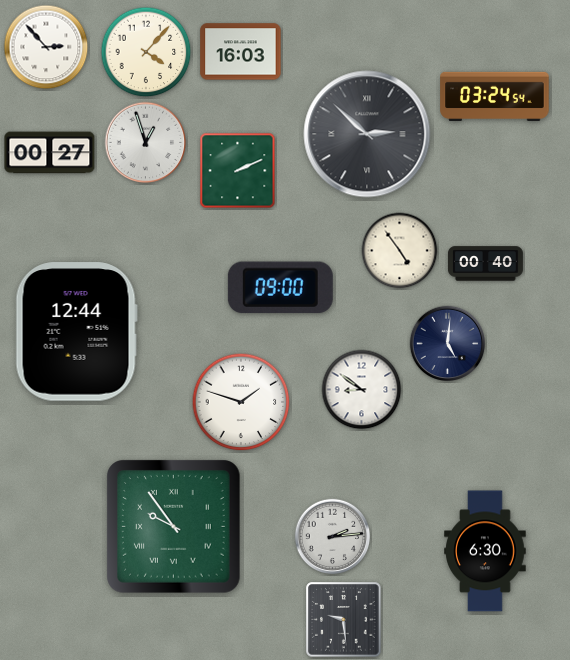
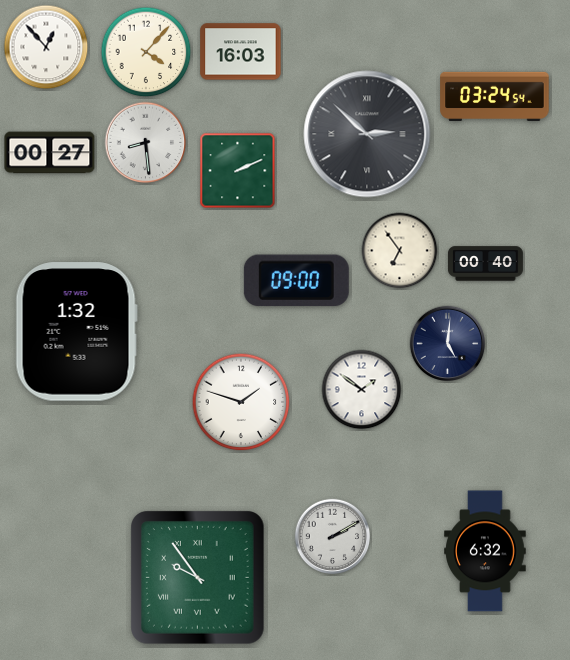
clock at (46, 47): 2:53 -> 12:53
clock at (146, 143): 12:57 -> 8:29
clock at (400, 251): 4:54 -> 6:54
clock at (280, 288) position: (280, 288) -> (296, 281)
clock at (76, 332): 12:44 -> 1:32
clock at (362, 390): 8:51 -> 1:51
clock at (174, 527) position: (174, 527) -> (198, 578)
clock at (333, 537): 2:14 -> 2:10
clock at (485, 551): 6:30 -> 6:32
clock at (344, 620): 9:29 -> none
